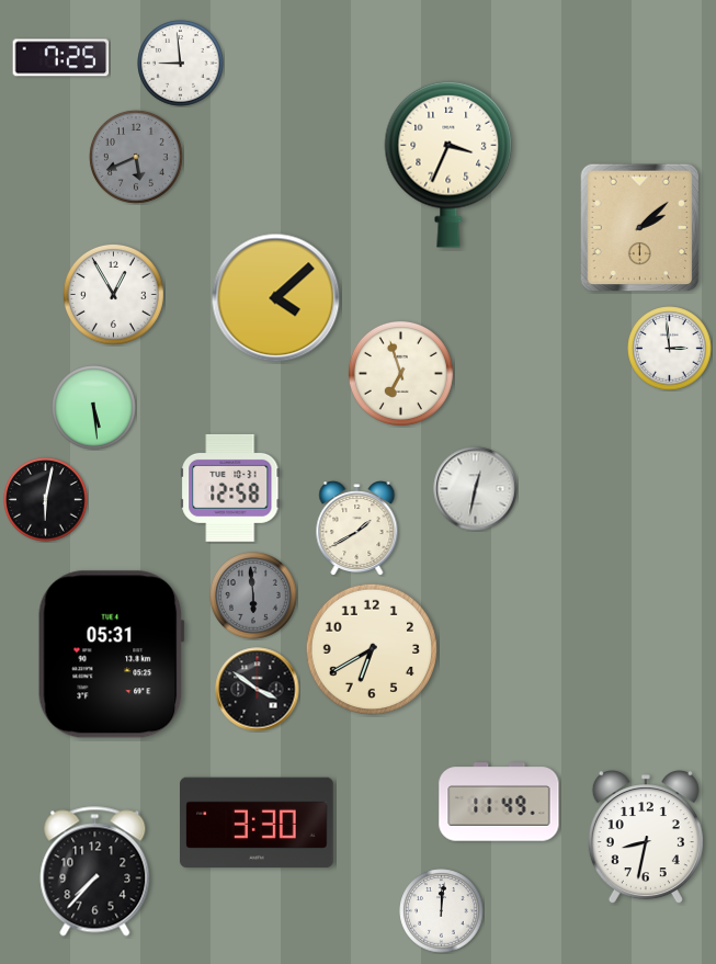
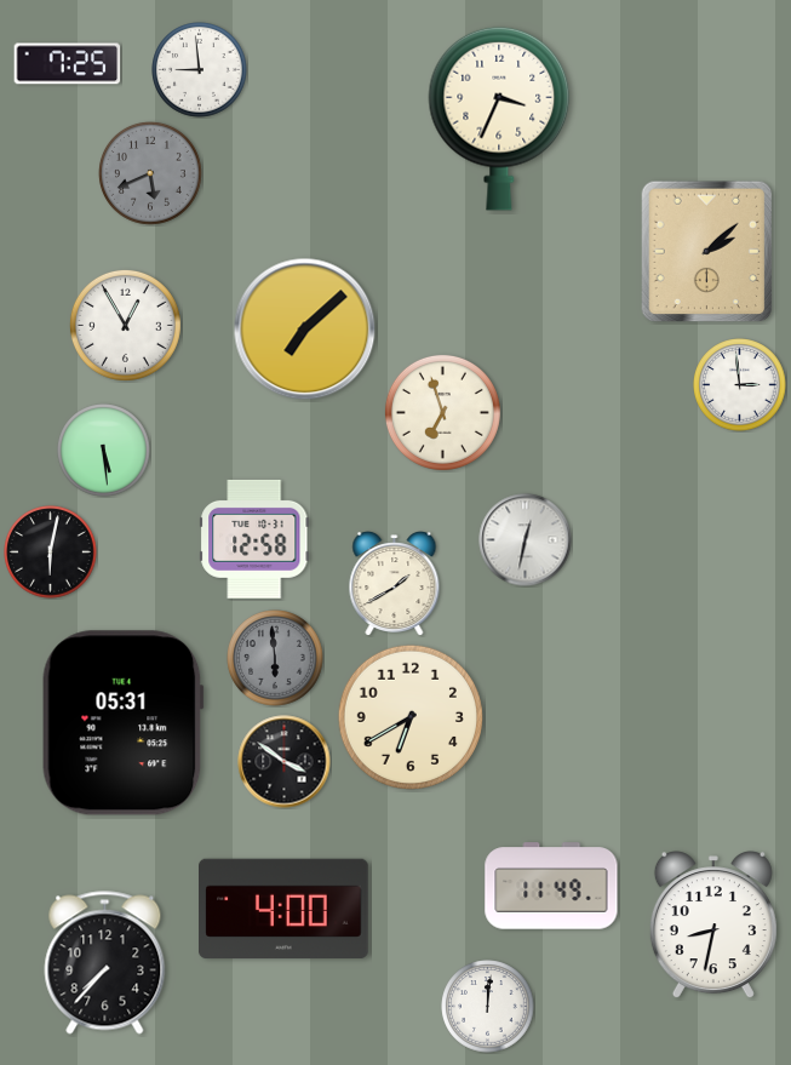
clock at (448, 165) position: (448, 165) -> (499, 119)
clock at (276, 298): 4:08 -> 7:08
clock at (253, 596) position: (253, 596) -> (275, 658)
clock at (258, 823): 3:30 -> 4:00
